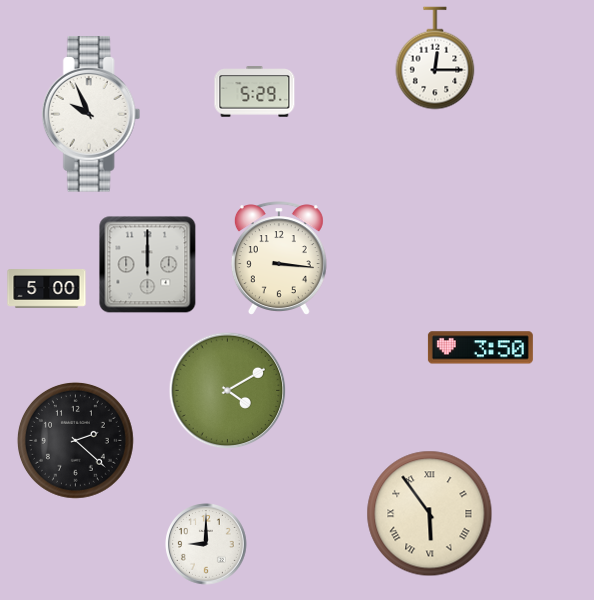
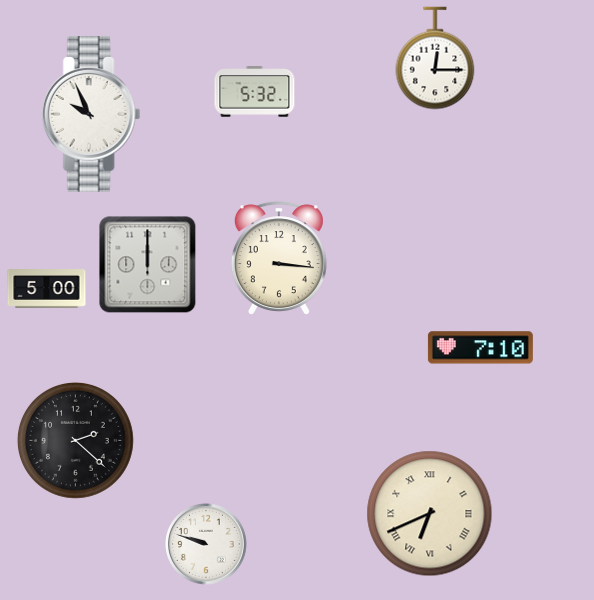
clock at (255, 92): 5:29 -> 5:32
clock at (480, 348): 3:50 -> 7:10
clock at (228, 391): 4:10 -> none
clock at (430, 514): 5:54 -> 6:41
clock at (206, 544): 9:00 -> 9:48
